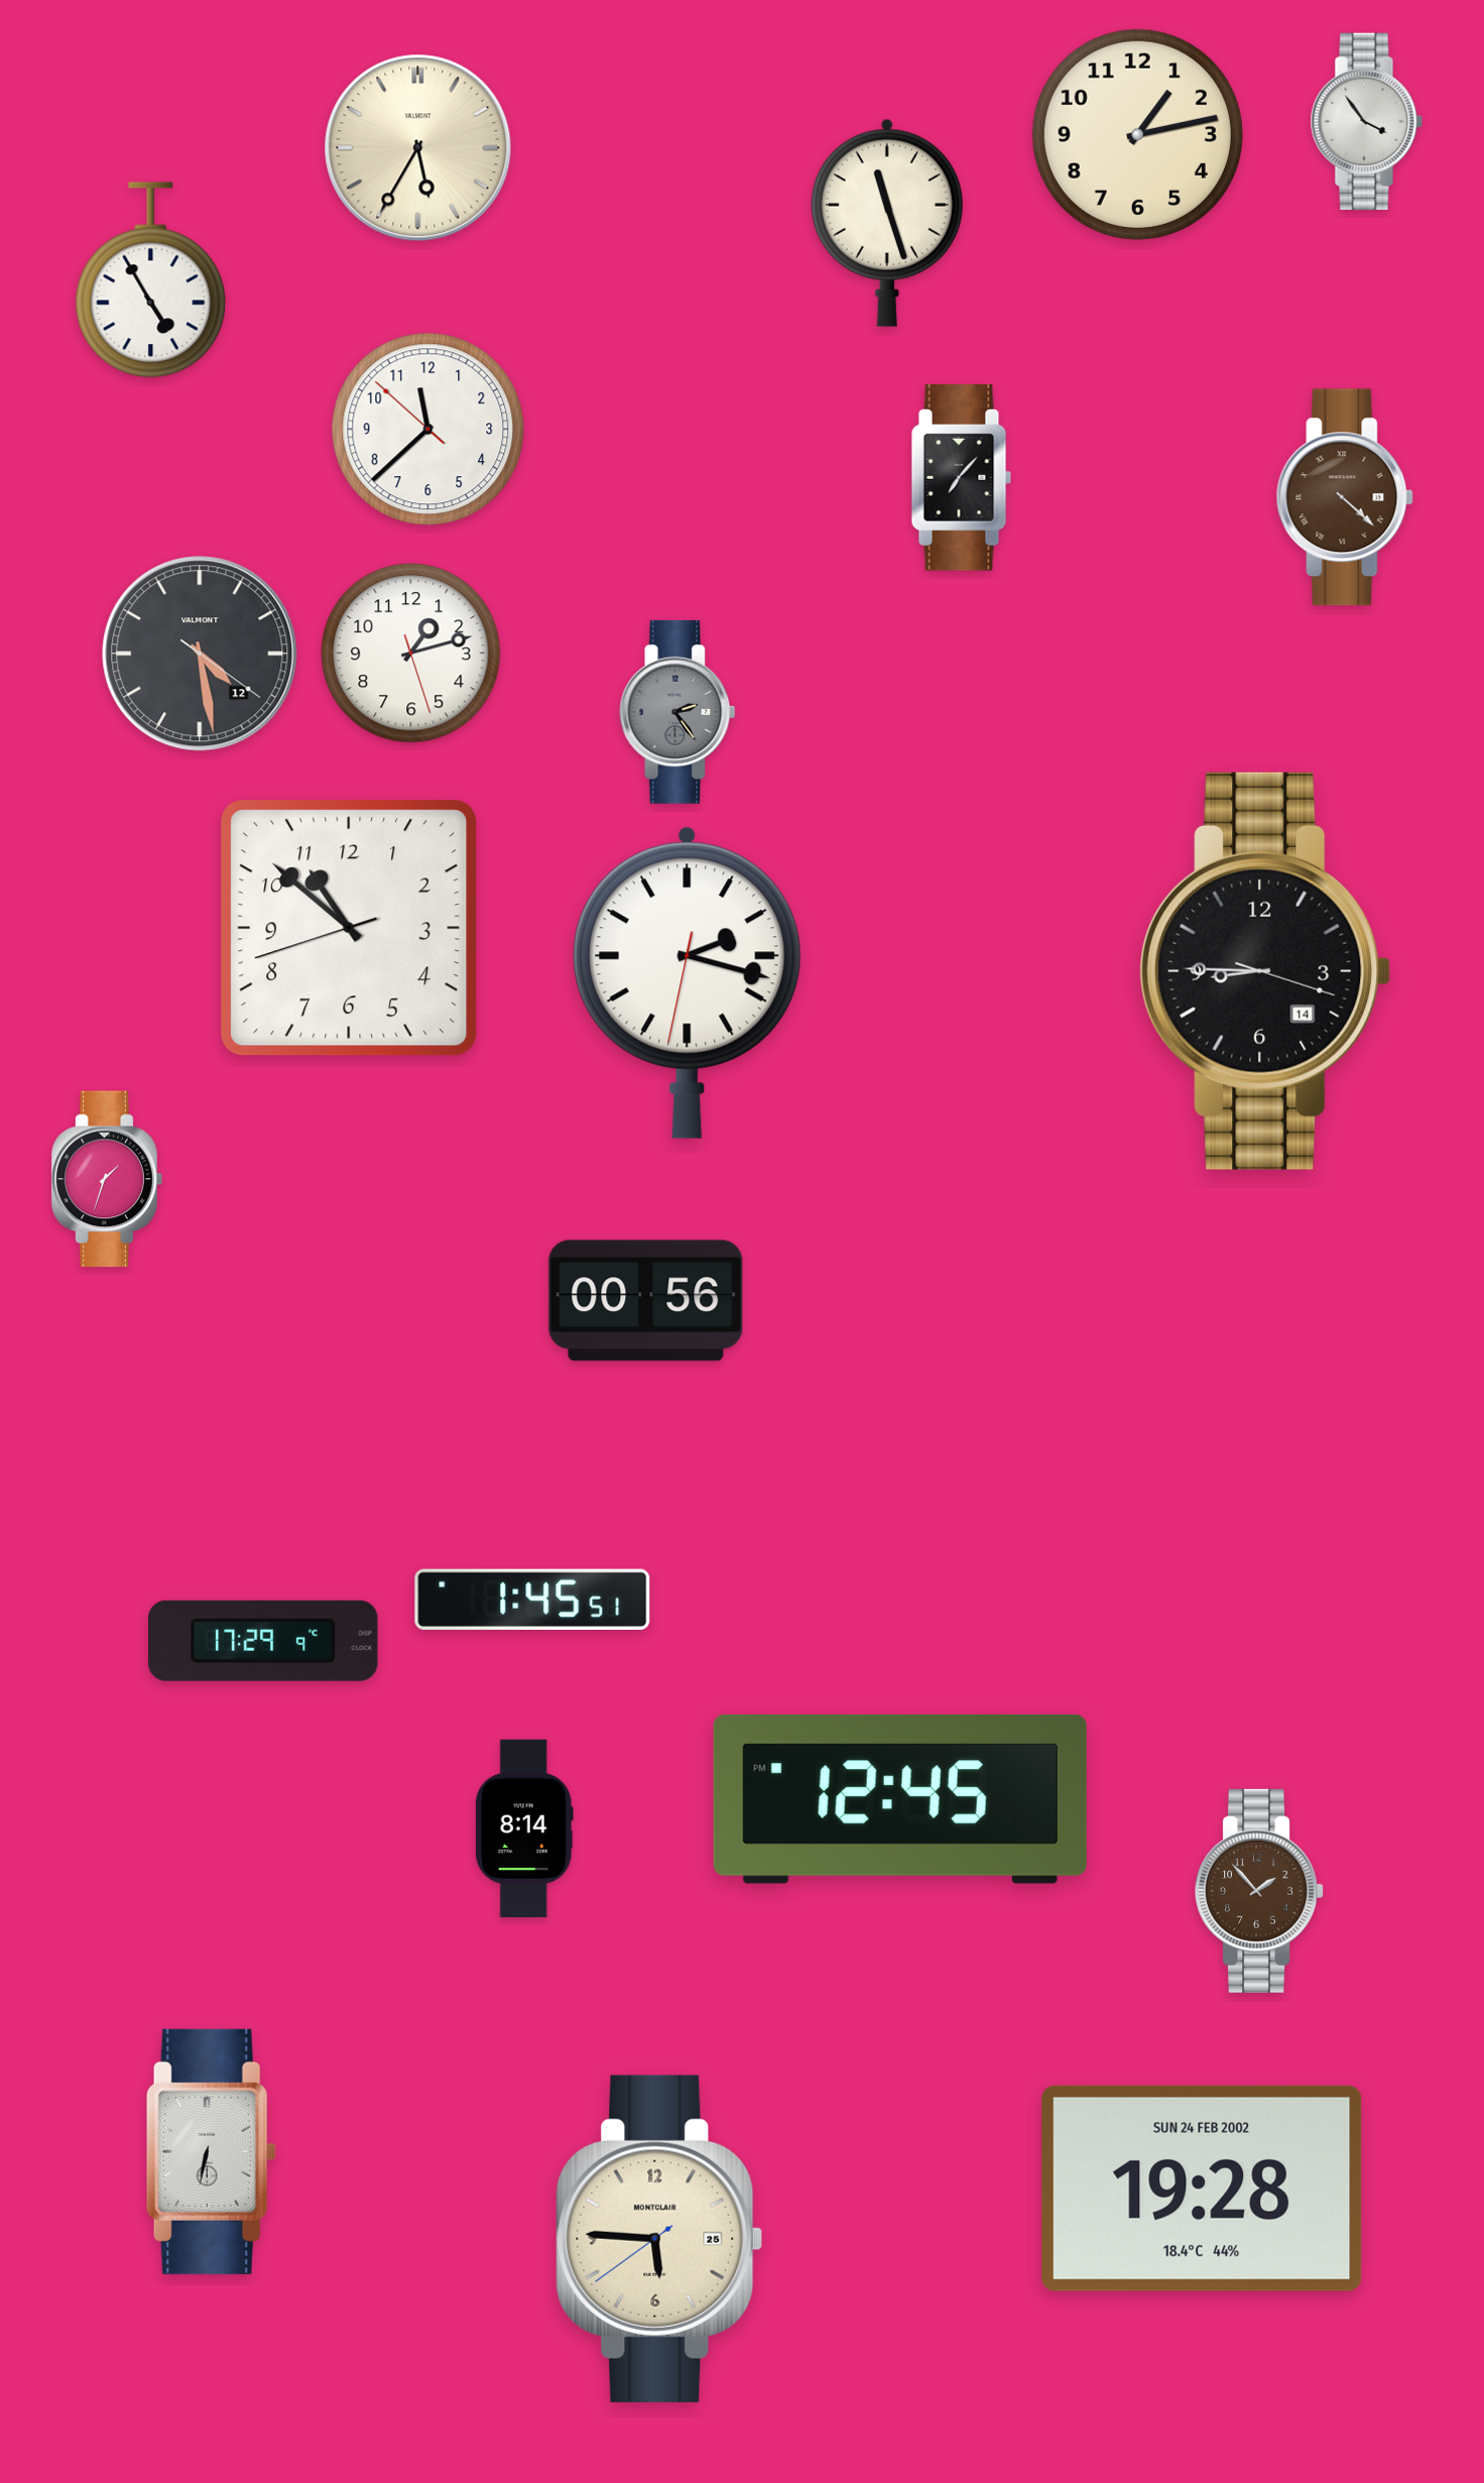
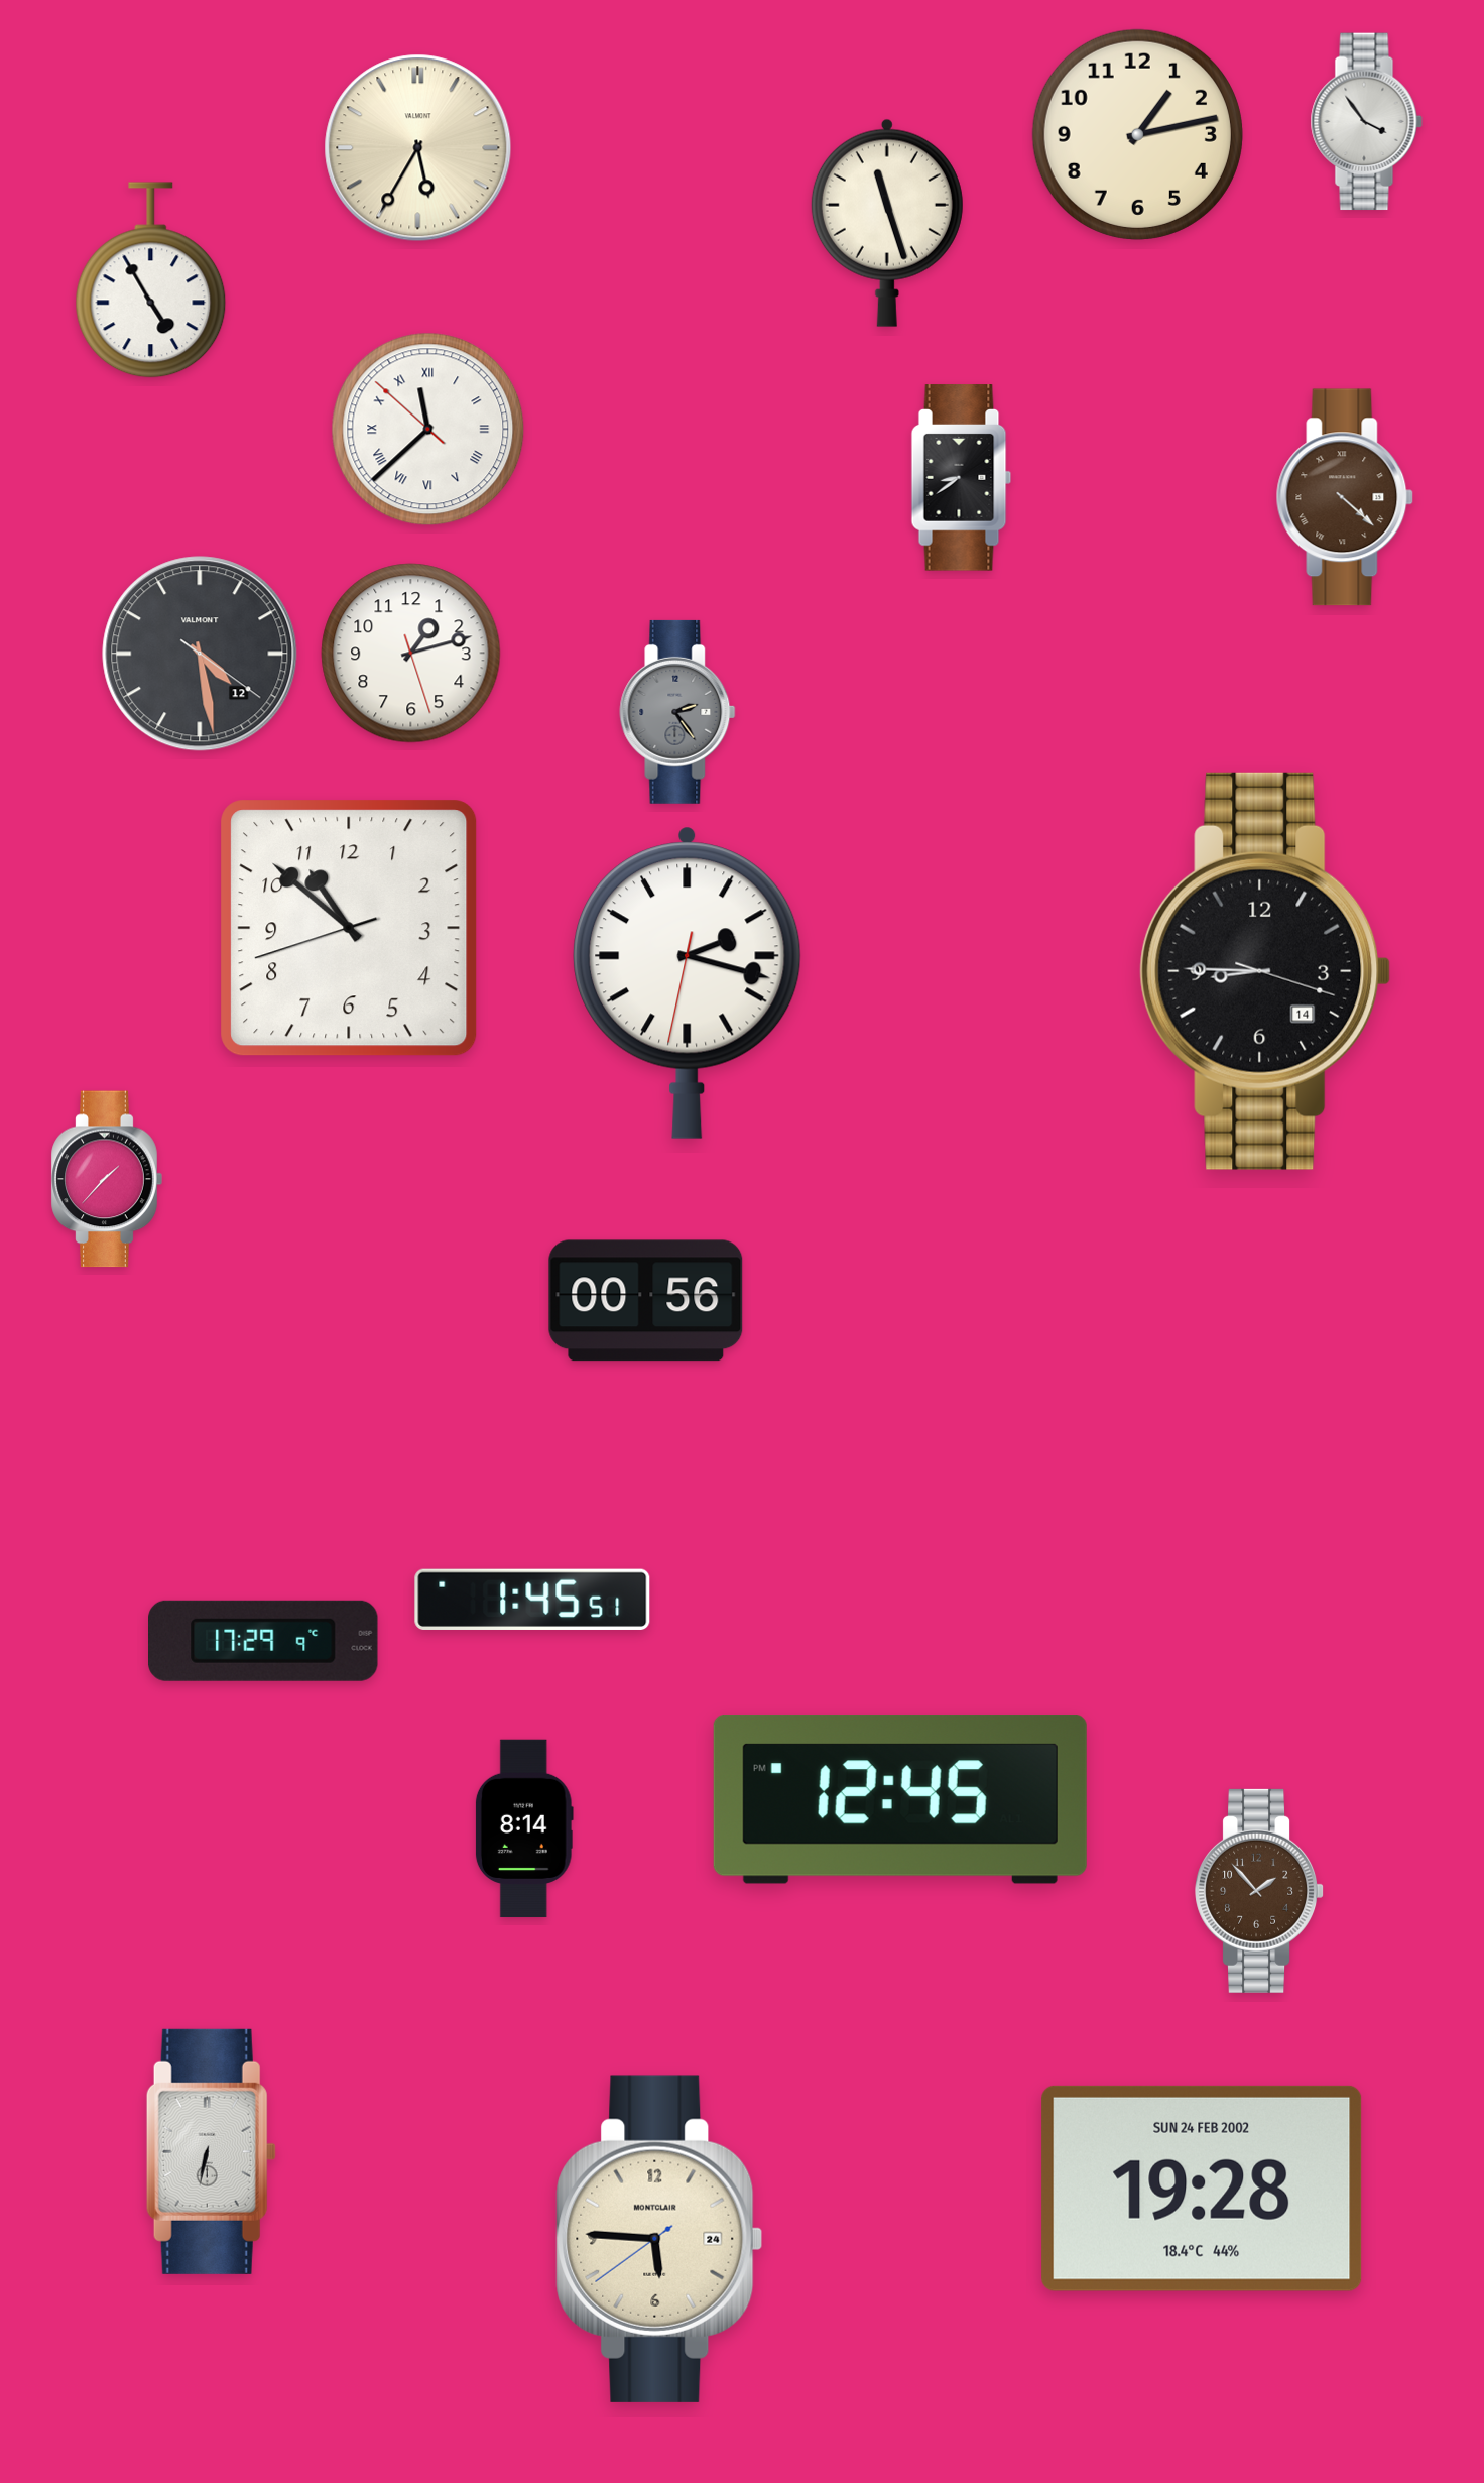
clock at (428, 430) numerals: Arabic -> Roman
clock at (962, 478): 7:07 -> 8:39
clock at (107, 1179): 1:33 -> 1:37
clock at (659, 2239) date: 25 -> 24
